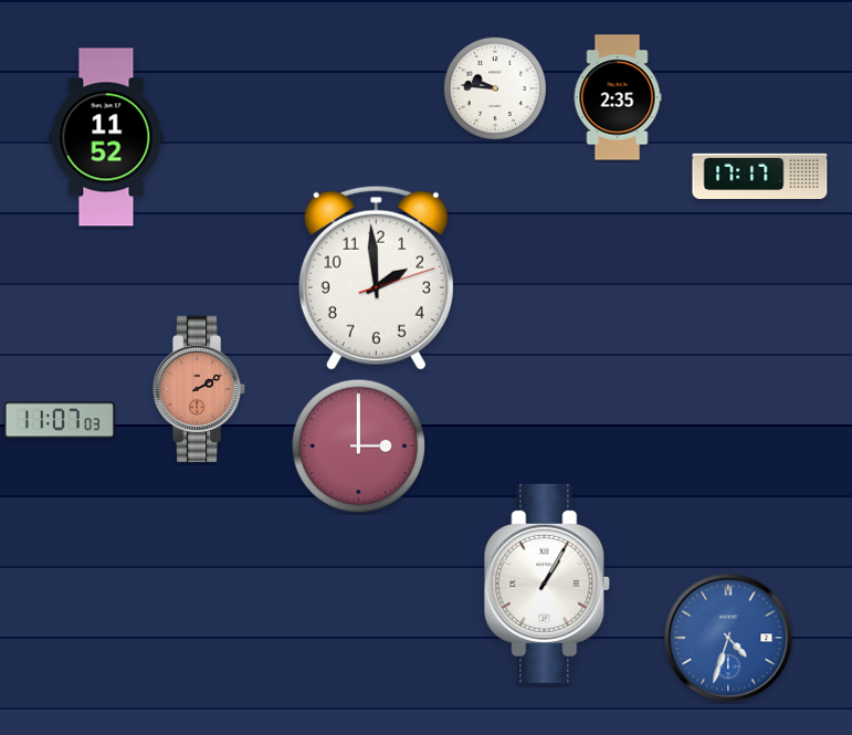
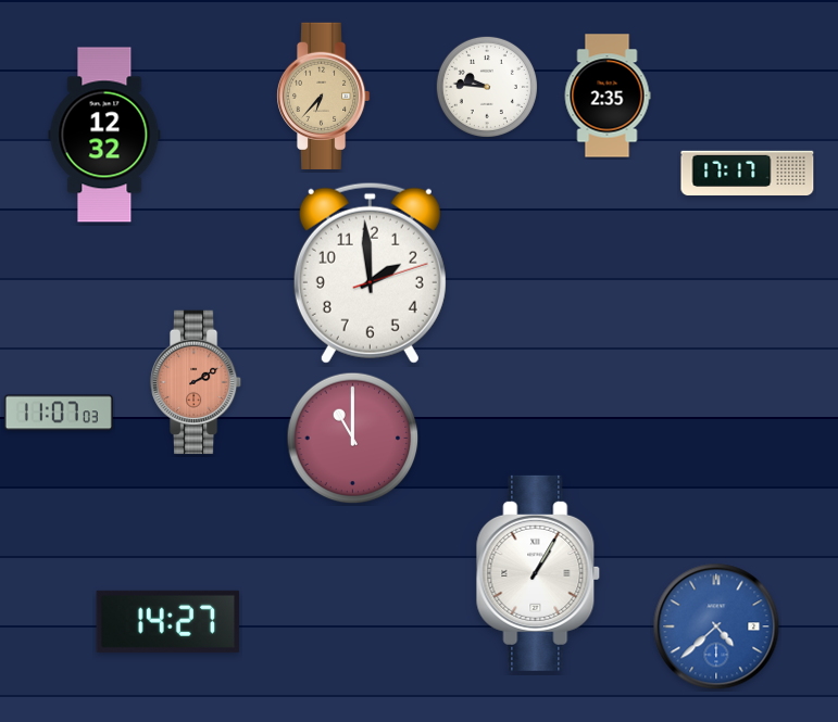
clock at (323, 96): none -> 6:37
clock at (106, 137): 11:52 -> 12:32
clock at (359, 447): 3:00 -> 11:00
clock at (168, 621): none -> 14:27
clock at (728, 638): 4:33 -> 4:38
